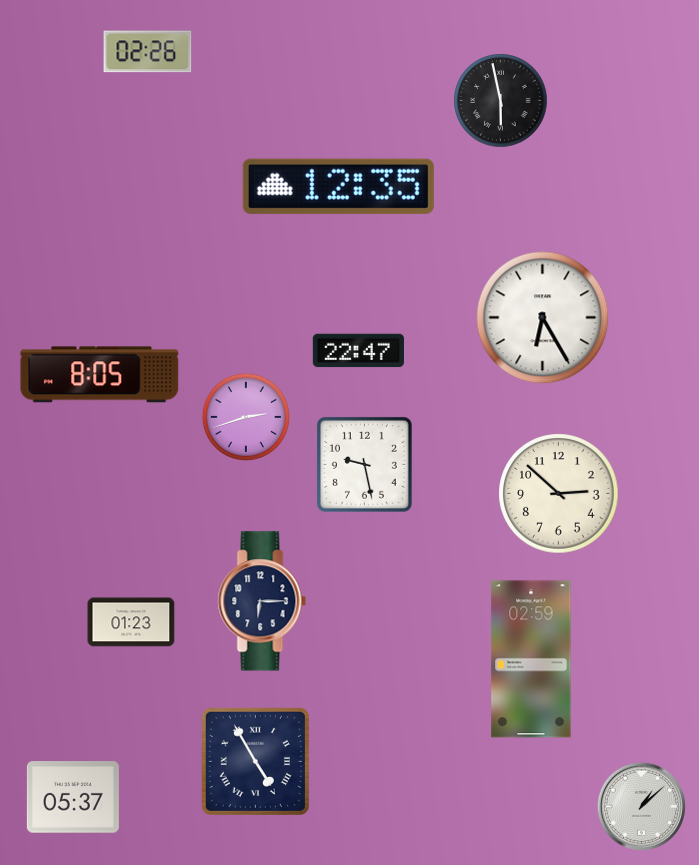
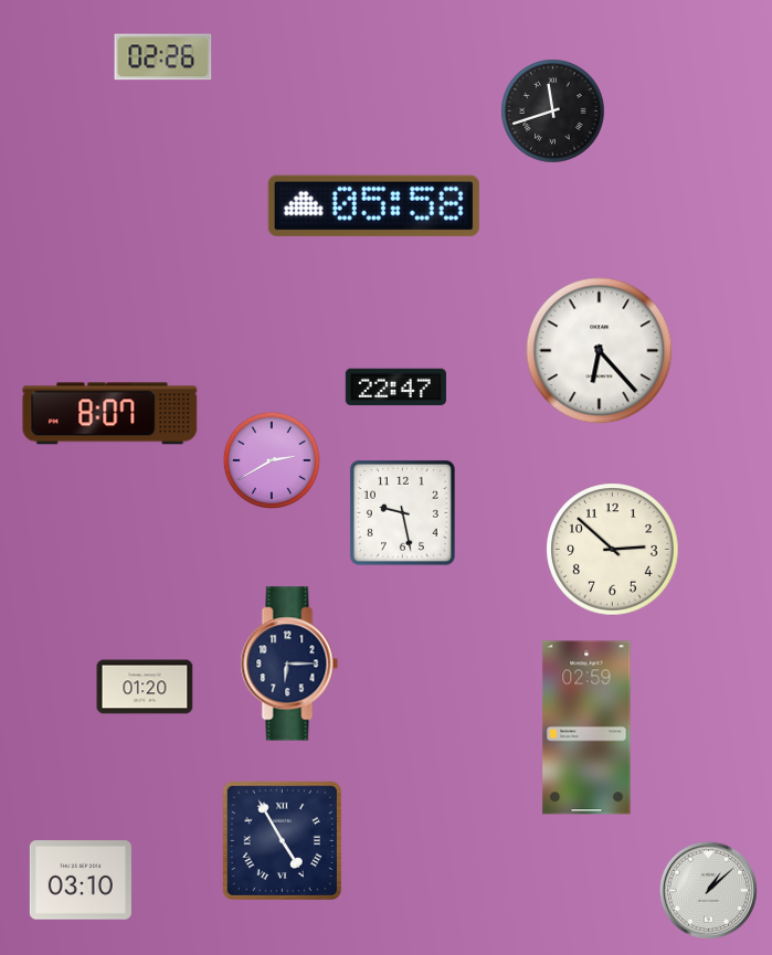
clock at (501, 101): 5:58 -> 11:42
clock at (338, 186): 12:35 -> 05:58
clock at (543, 318): 6:25 -> 6:23
clock at (100, 375): 8:05 -> 8:07
clock at (245, 416): 2:42 -> 2:40
clock at (559, 494) position: (559, 494) -> (613, 550)
clock at (131, 622): 01:23 -> 01:20
clock at (73, 797): 05:37 -> 03:10
